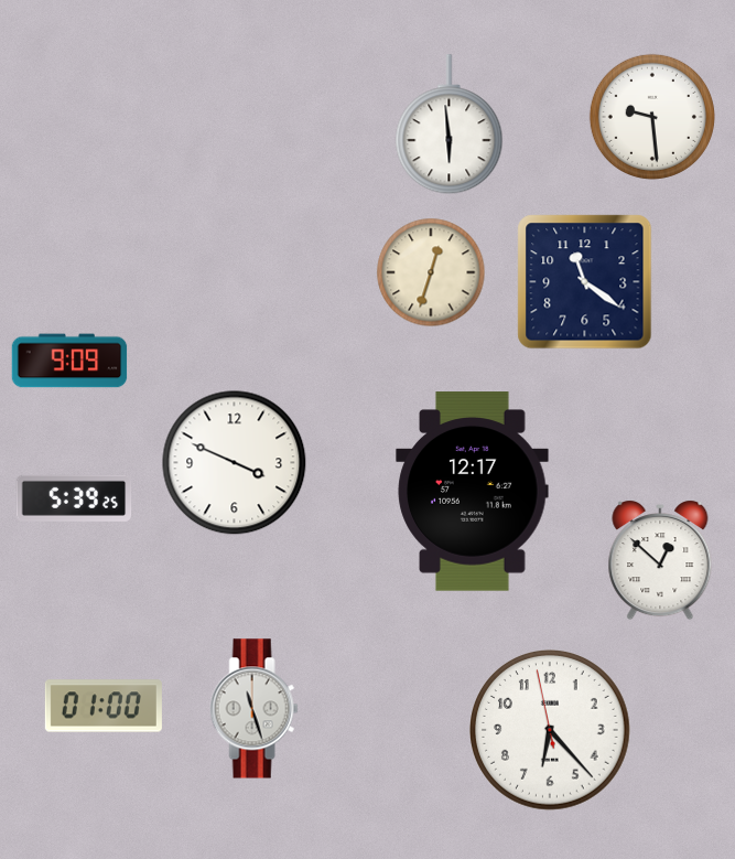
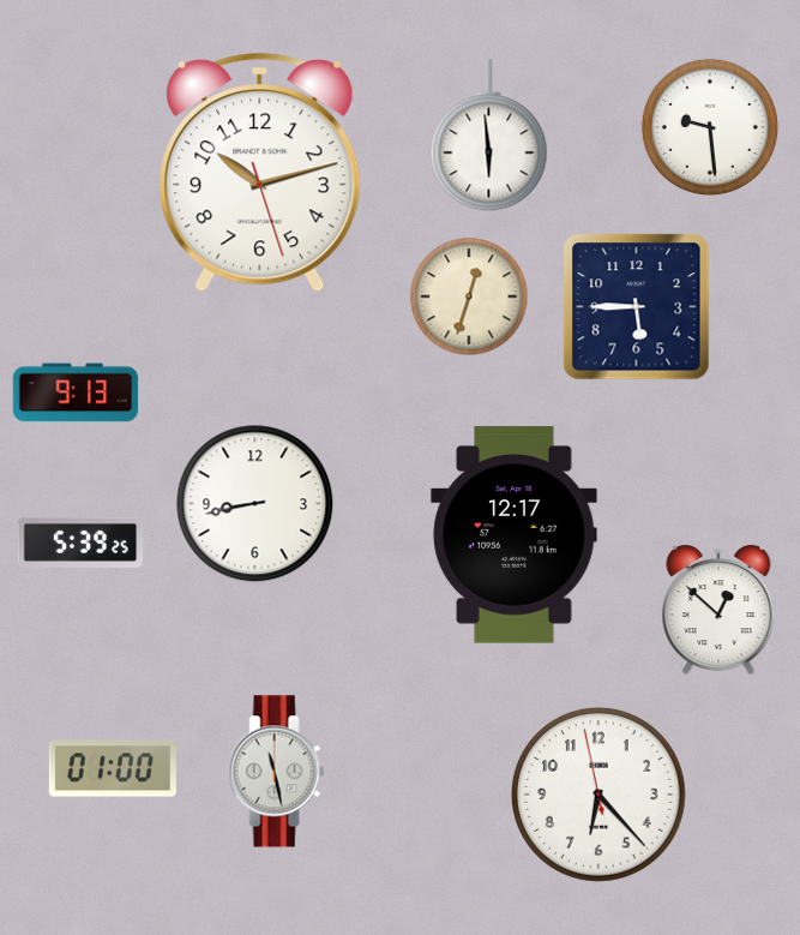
clock at (260, 172): none -> 10:12
clock at (585, 282): 11:21 -> 5:45
clock at (69, 361): 9:09 -> 9:13
clock at (235, 463): 3:49 -> 8:43
clock at (255, 709): 11:27 -> 11:28
